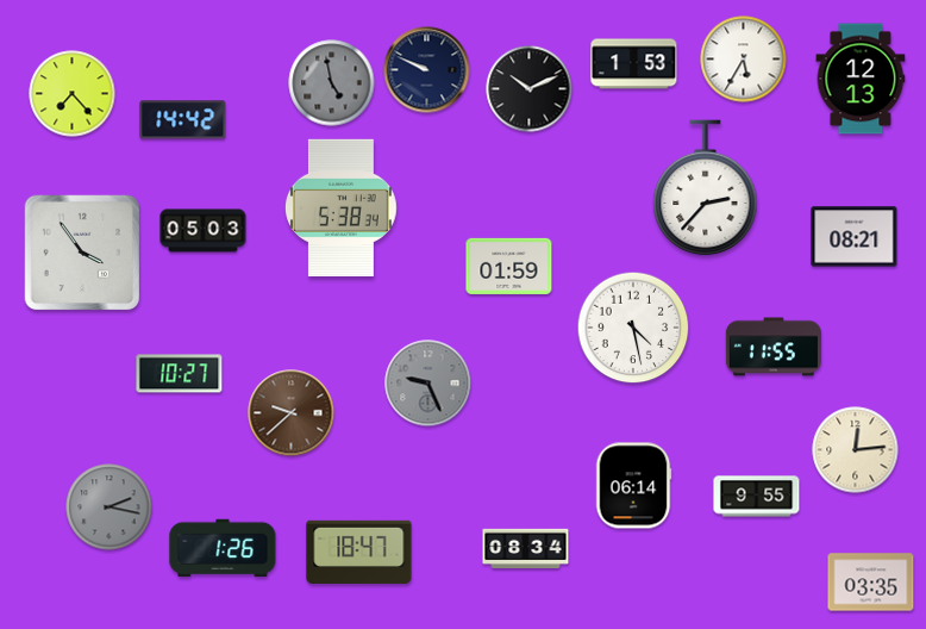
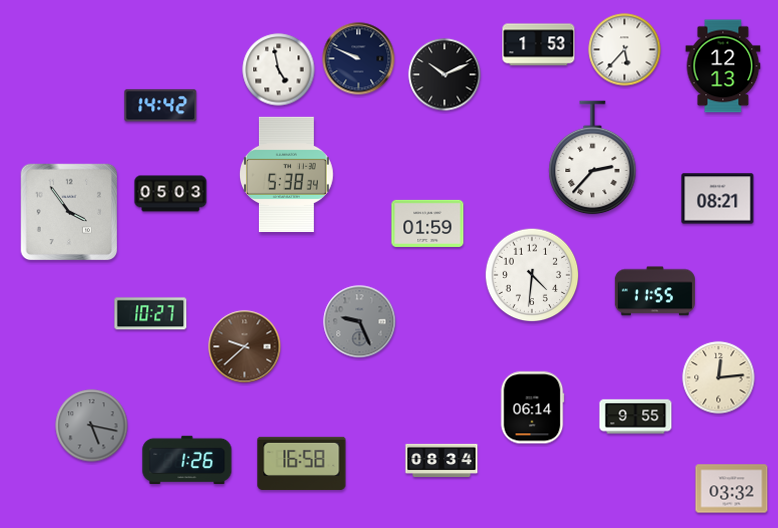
clock at (744, 60): 5:35 -> 5:37
clock at (634, 64) position: (634, 64) -> (539, 45)
clock at (332, 83) dial: grey -> white
clock at (73, 94): 7:23 -> none
clock at (183, 120) position: (183, 120) -> (161, 106)
clock at (633, 328): 4:28 -> 4:31
clock at (774, 347) position: (774, 347) -> (655, 291)
clock at (110, 507): 2:17 -> 5:17
clock at (359, 552): 18:47 -> 16:58
clock at (871, 583): 03:35 -> 03:32
